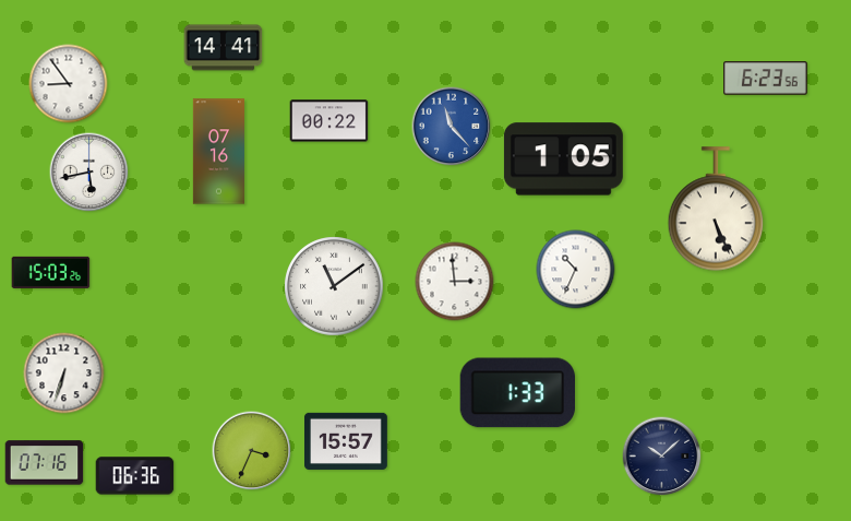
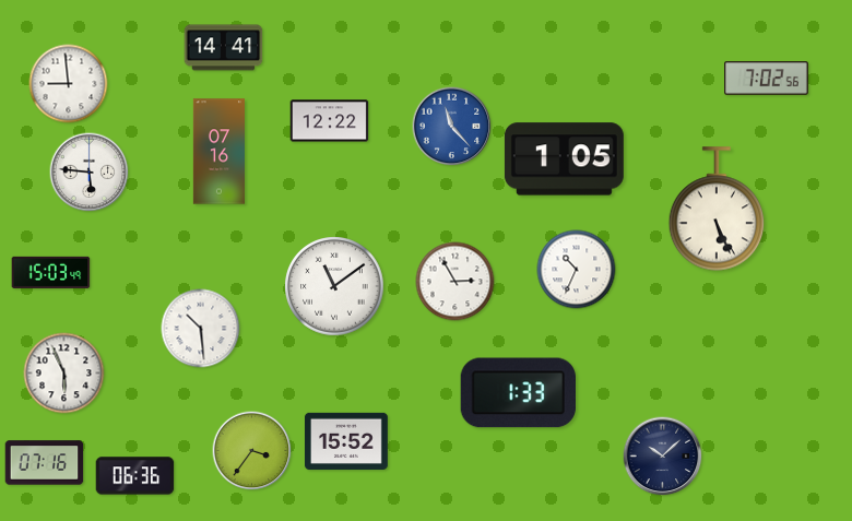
clock at (766, 79): 6:23 -> 7:02
clock at (69, 84): 8:54 -> 8:59
clock at (329, 121): 00:22 -> 12:22
clock at (89, 173): 5:43 -> 5:46
clock at (51, 272): 15:03:26 -> 15:03:49
clock at (455, 282): 2:59 -> 2:55
clock at (201, 329): none -> 10:29
clock at (64, 374): 6:33 -> 5:56
clock at (346, 440): 15:57 -> 15:52
clock at (252, 451): 3:34 -> 3:36
